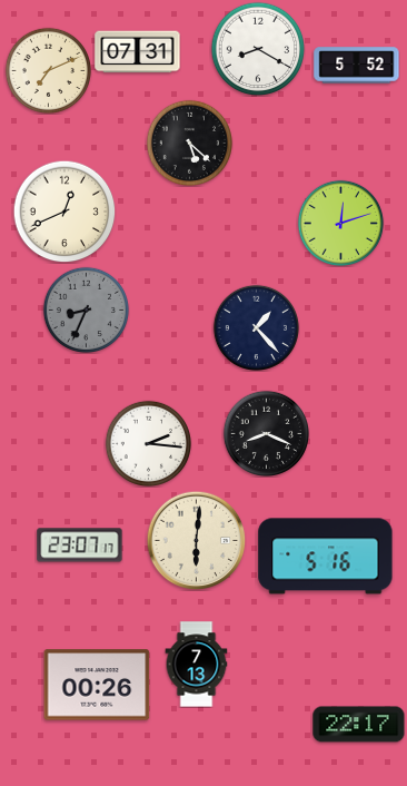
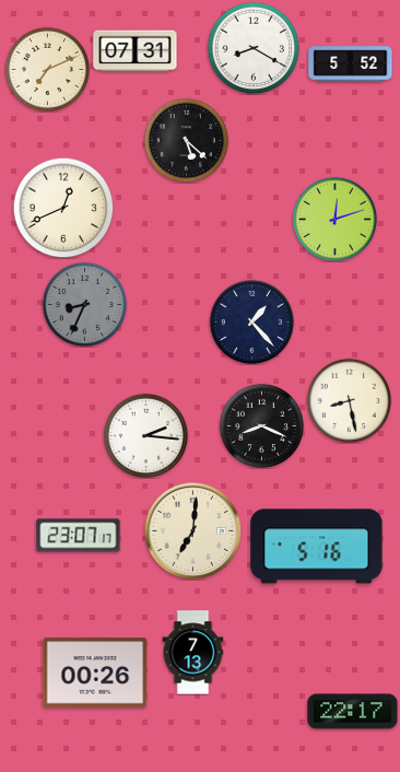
clock at (349, 400): none -> 8:28
clock at (196, 540): 6:01 -> 7:01
clock at (326, 557) position: (326, 557) -> (317, 547)
